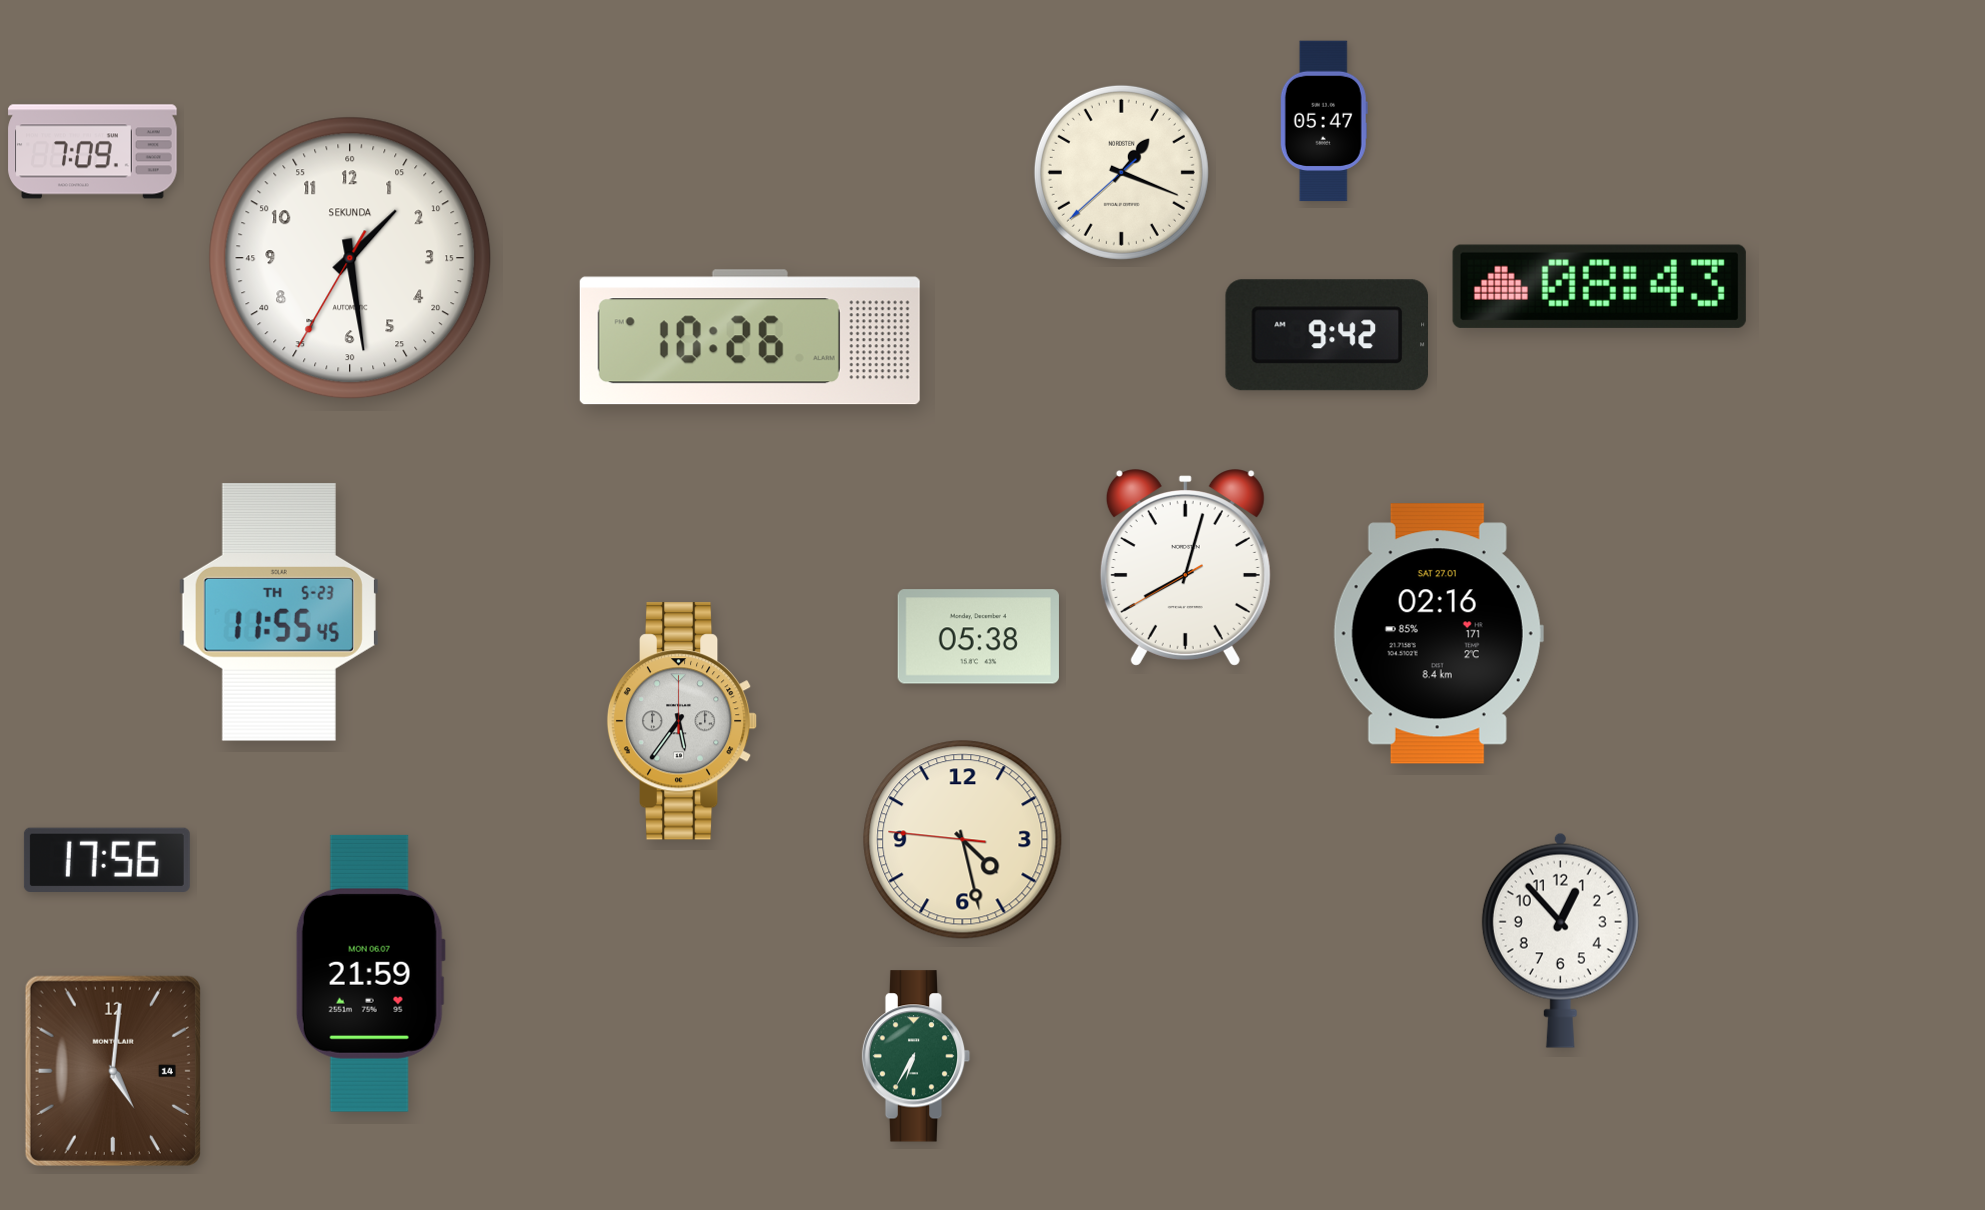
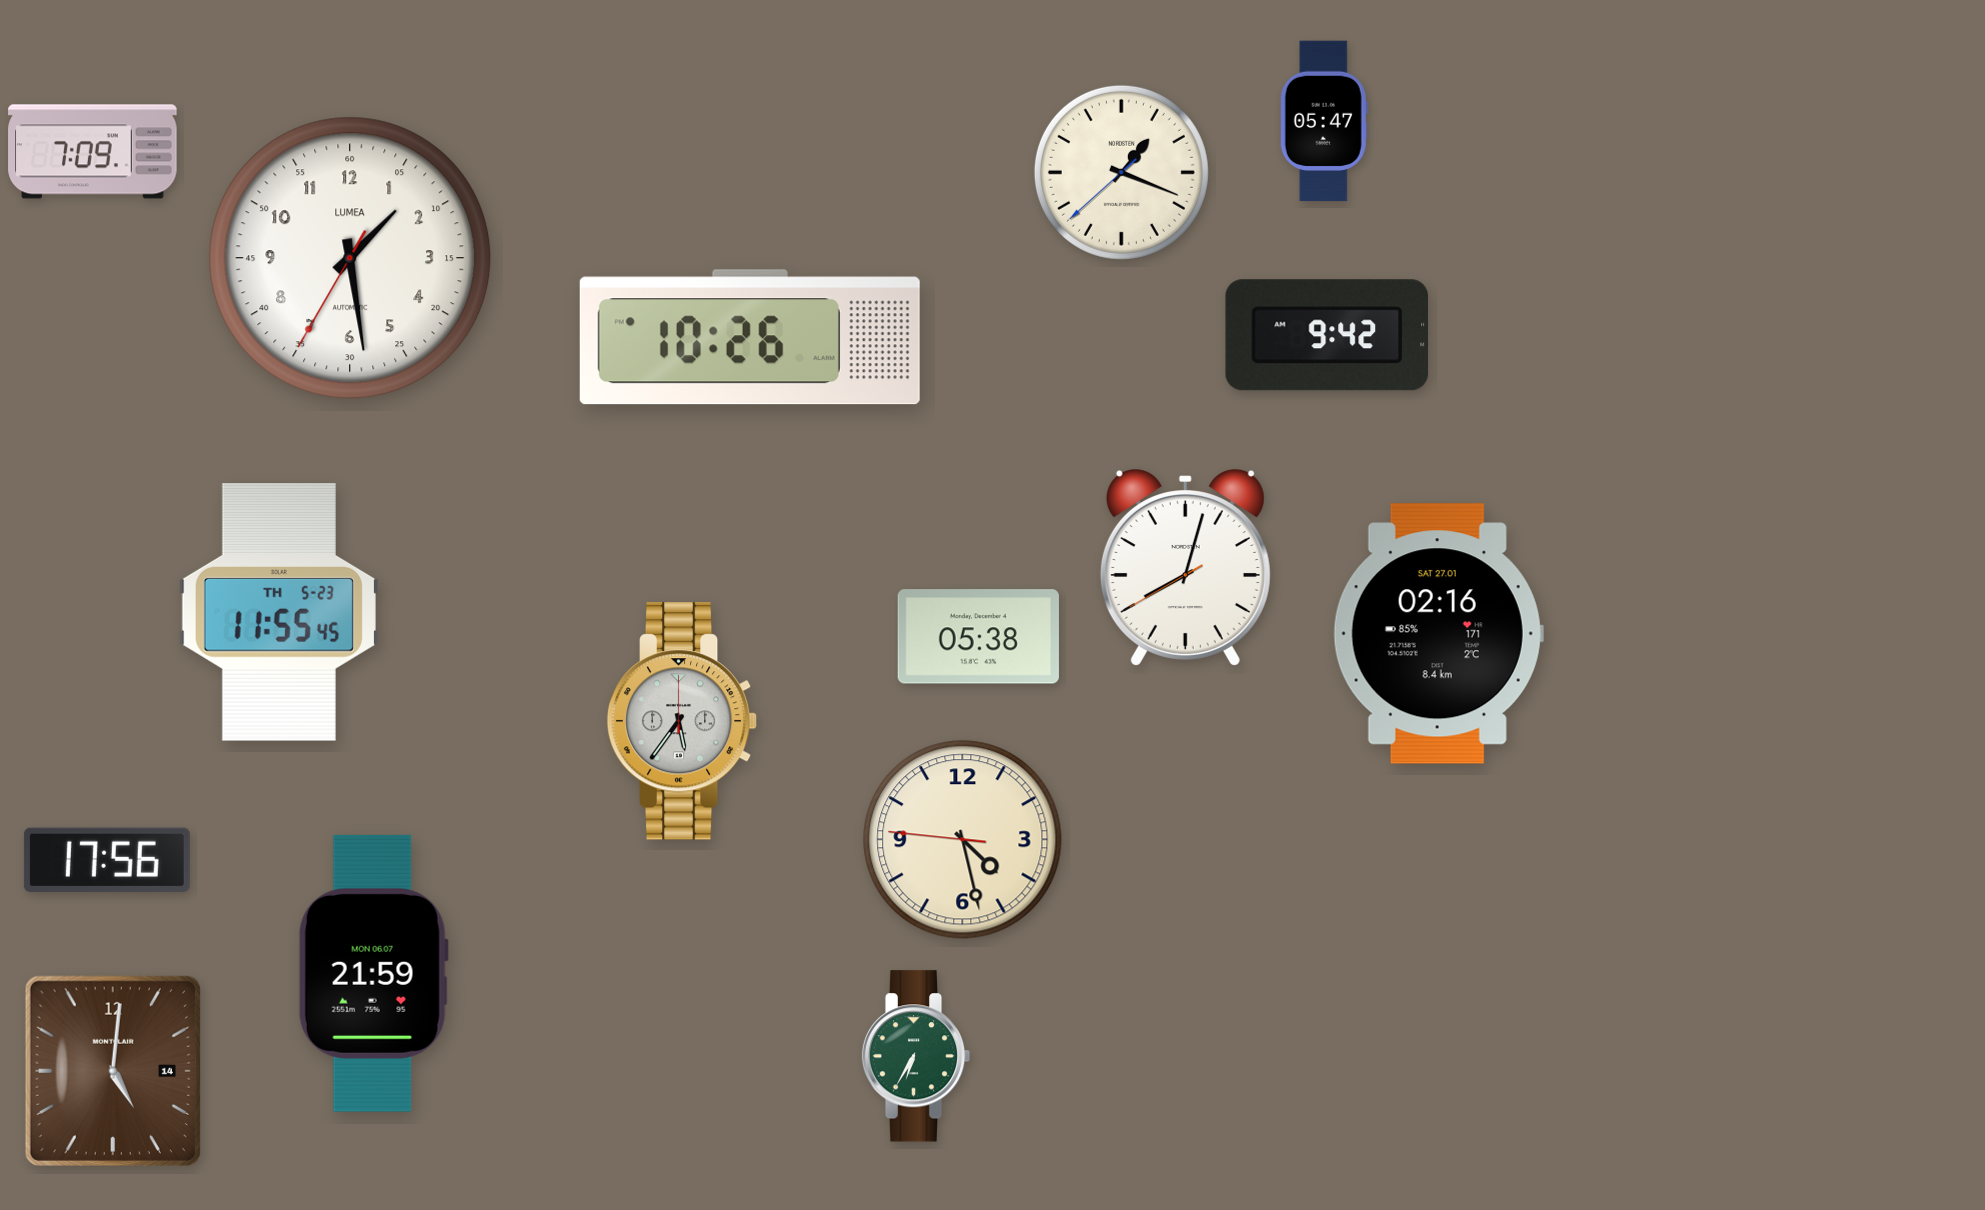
clock at (350, 258) brand: SEKUNDA -> LUMEA
clock at (1599, 286): 08:43 -> none
clock at (1560, 940): 12:53 -> none
clock at (370, 973) position: (370, 973) -> (373, 973)
